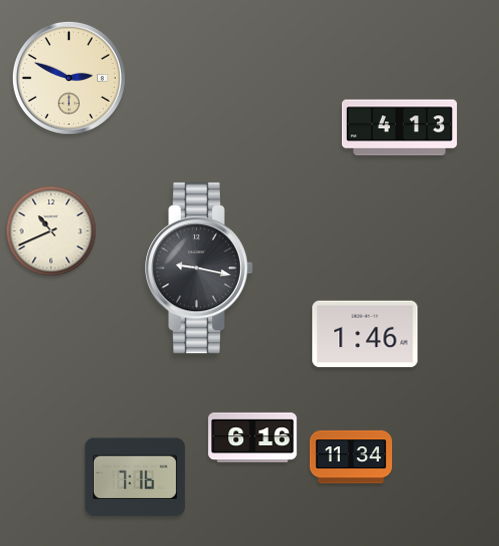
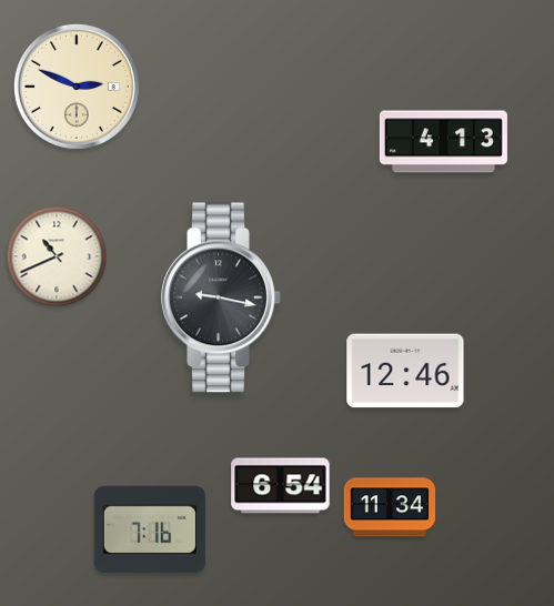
clock at (365, 334): 1:46 -> 12:46
clock at (253, 438): 6:16 -> 6:54
